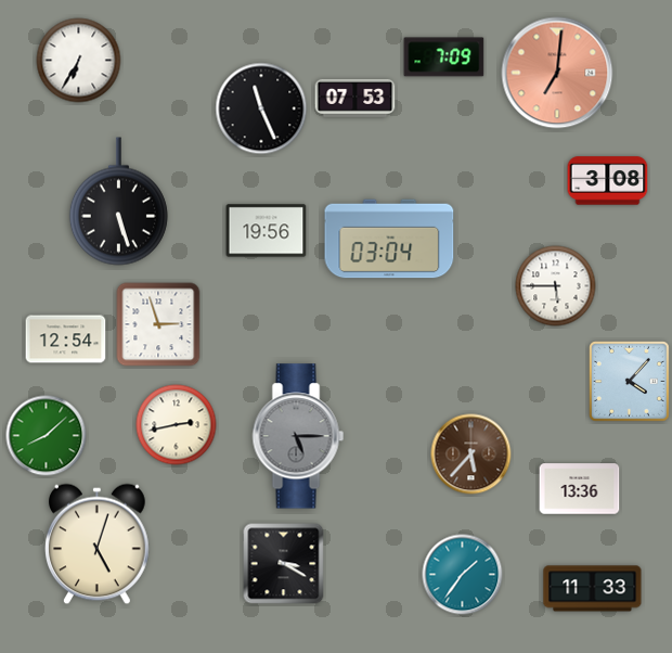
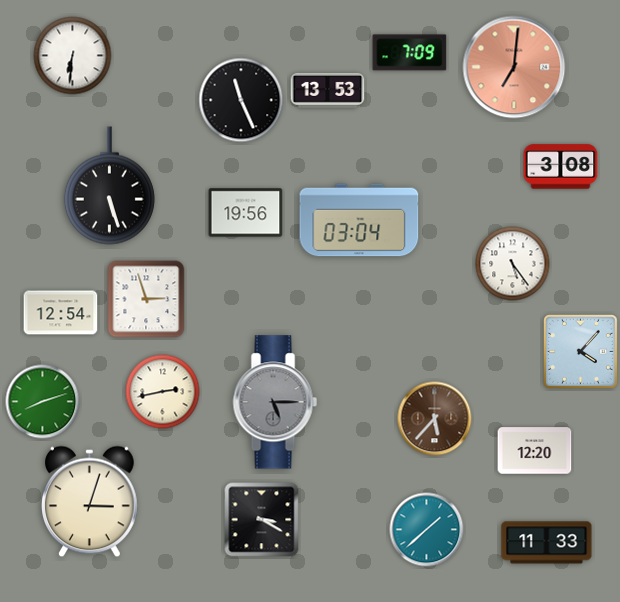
clock at (79, 61): 6:35 -> 6:31
clock at (356, 98): 07:53 -> 13:53
clock at (556, 286): 5:45 -> 5:24
clock at (47, 436): 8:08 -> 8:12
clock at (580, 489): 13:36 -> 12:20
clock at (98, 545): 5:03 -> 3:03
clock at (463, 575): 1:36 -> 1:38
